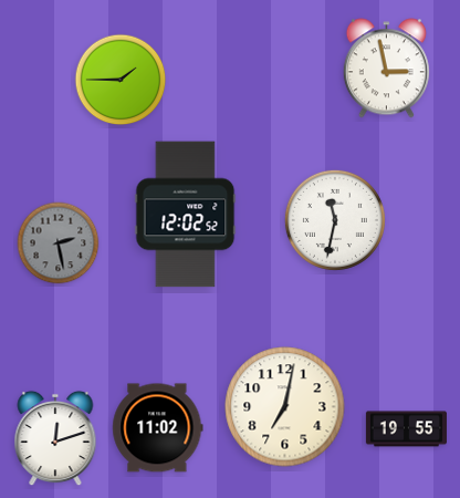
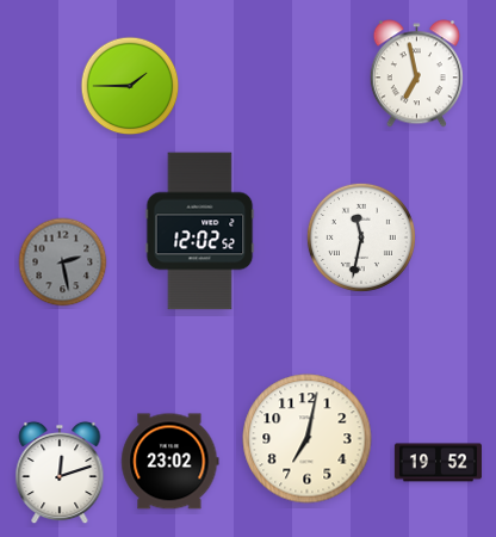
clock at (386, 69): 2:58 -> 6:58
clock at (158, 428): 11:02 -> 23:02
clock at (406, 429): 19:55 -> 19:52
